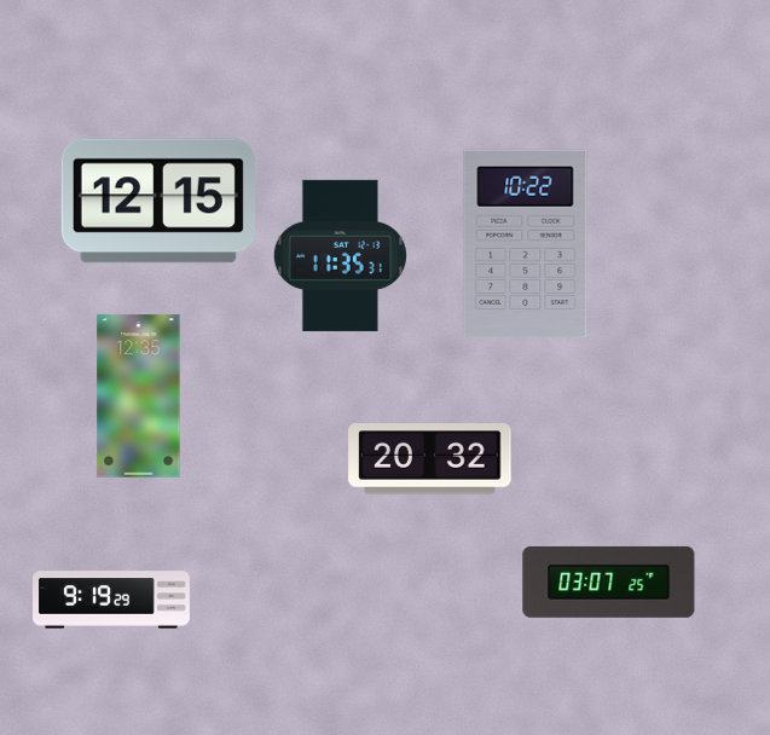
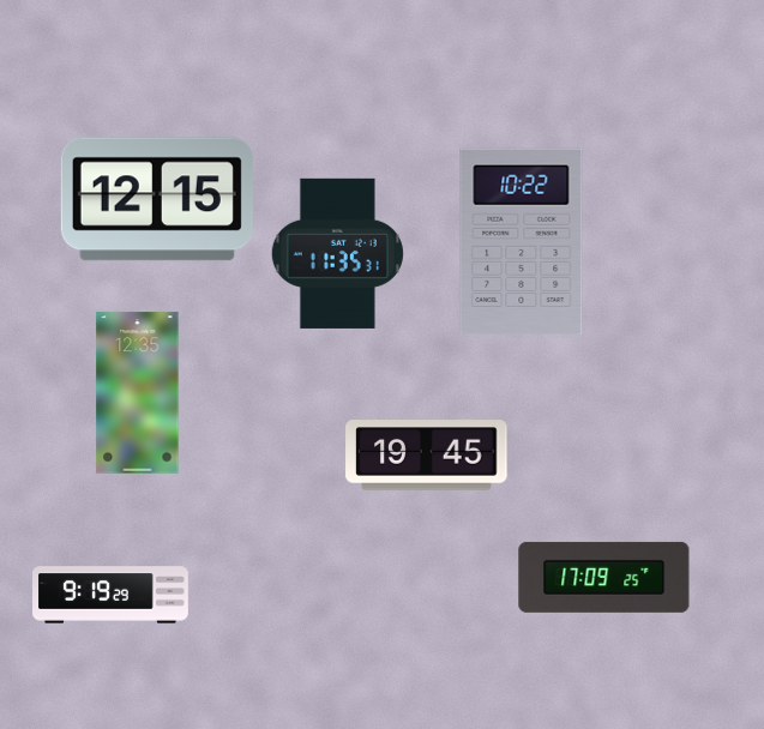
clock at (430, 459): 20:32 -> 19:45
clock at (609, 581): 03:07 -> 17:09
